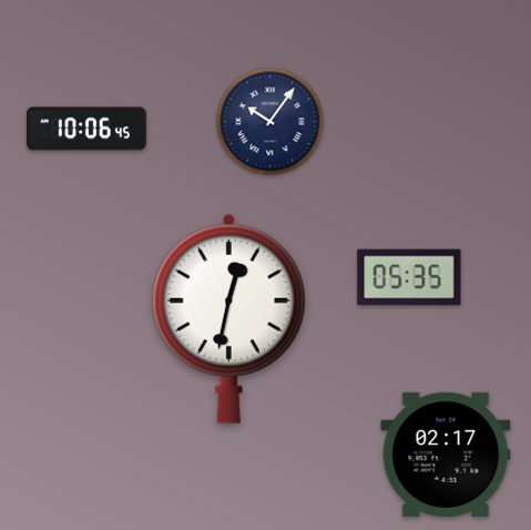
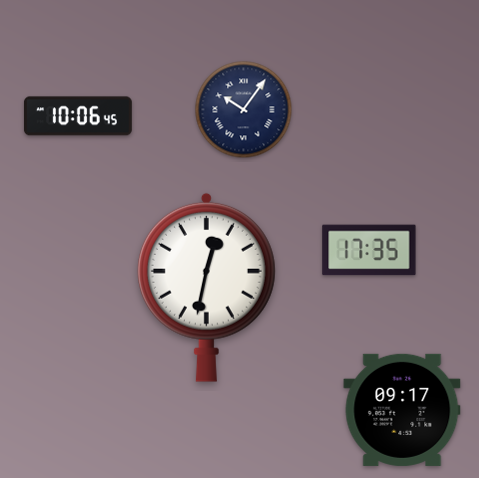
clock at (409, 277): 05:35 -> 17:35
clock at (446, 455): 02:17 -> 09:17
